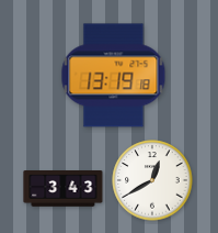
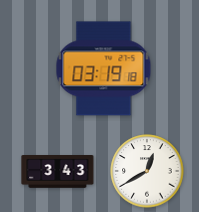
clock at (114, 76): 13:19 -> 03:19
clock at (152, 180) position: (152, 180) -> (147, 171)
